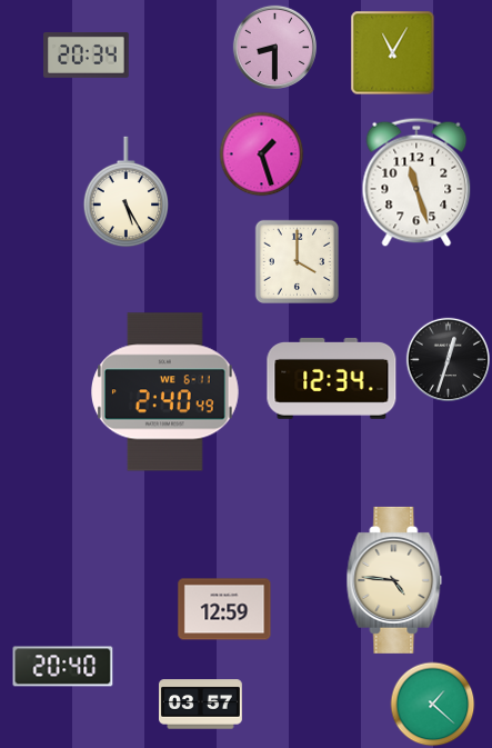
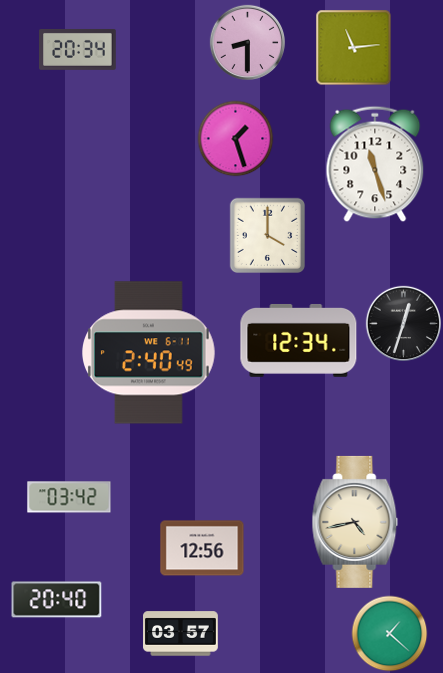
clock at (393, 53): 11:05 -> 11:14
clock at (127, 192): 5:25 -> none
clock at (69, 497): none -> 03:42
clock at (394, 580): 4:46 -> 4:43
clock at (224, 609): 12:59 -> 12:56
